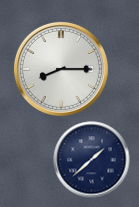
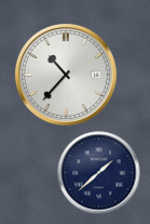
clock at (61, 69): 8:15 -> 10:37
